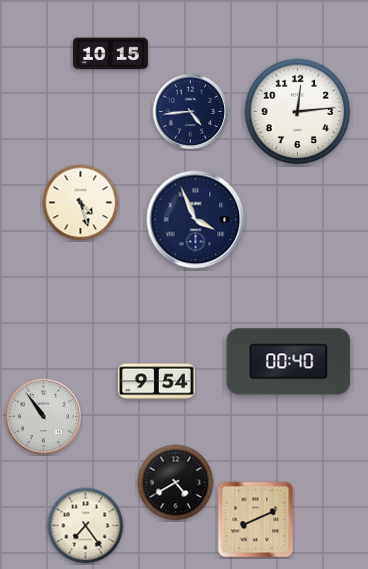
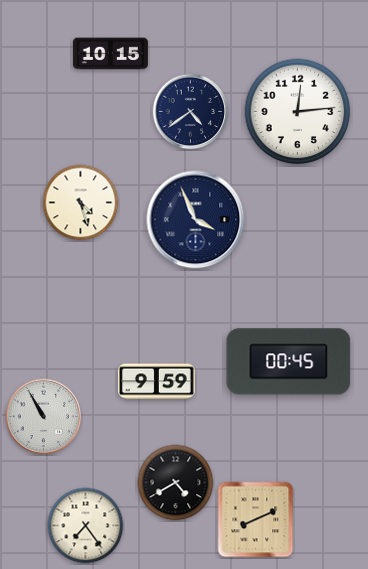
clock at (191, 112): 4:44 -> 4:39
clock at (289, 362): 00:40 -> 00:45
clock at (157, 382): 9:54 -> 9:59
clock at (44, 417): 10:54 -> 10:55
